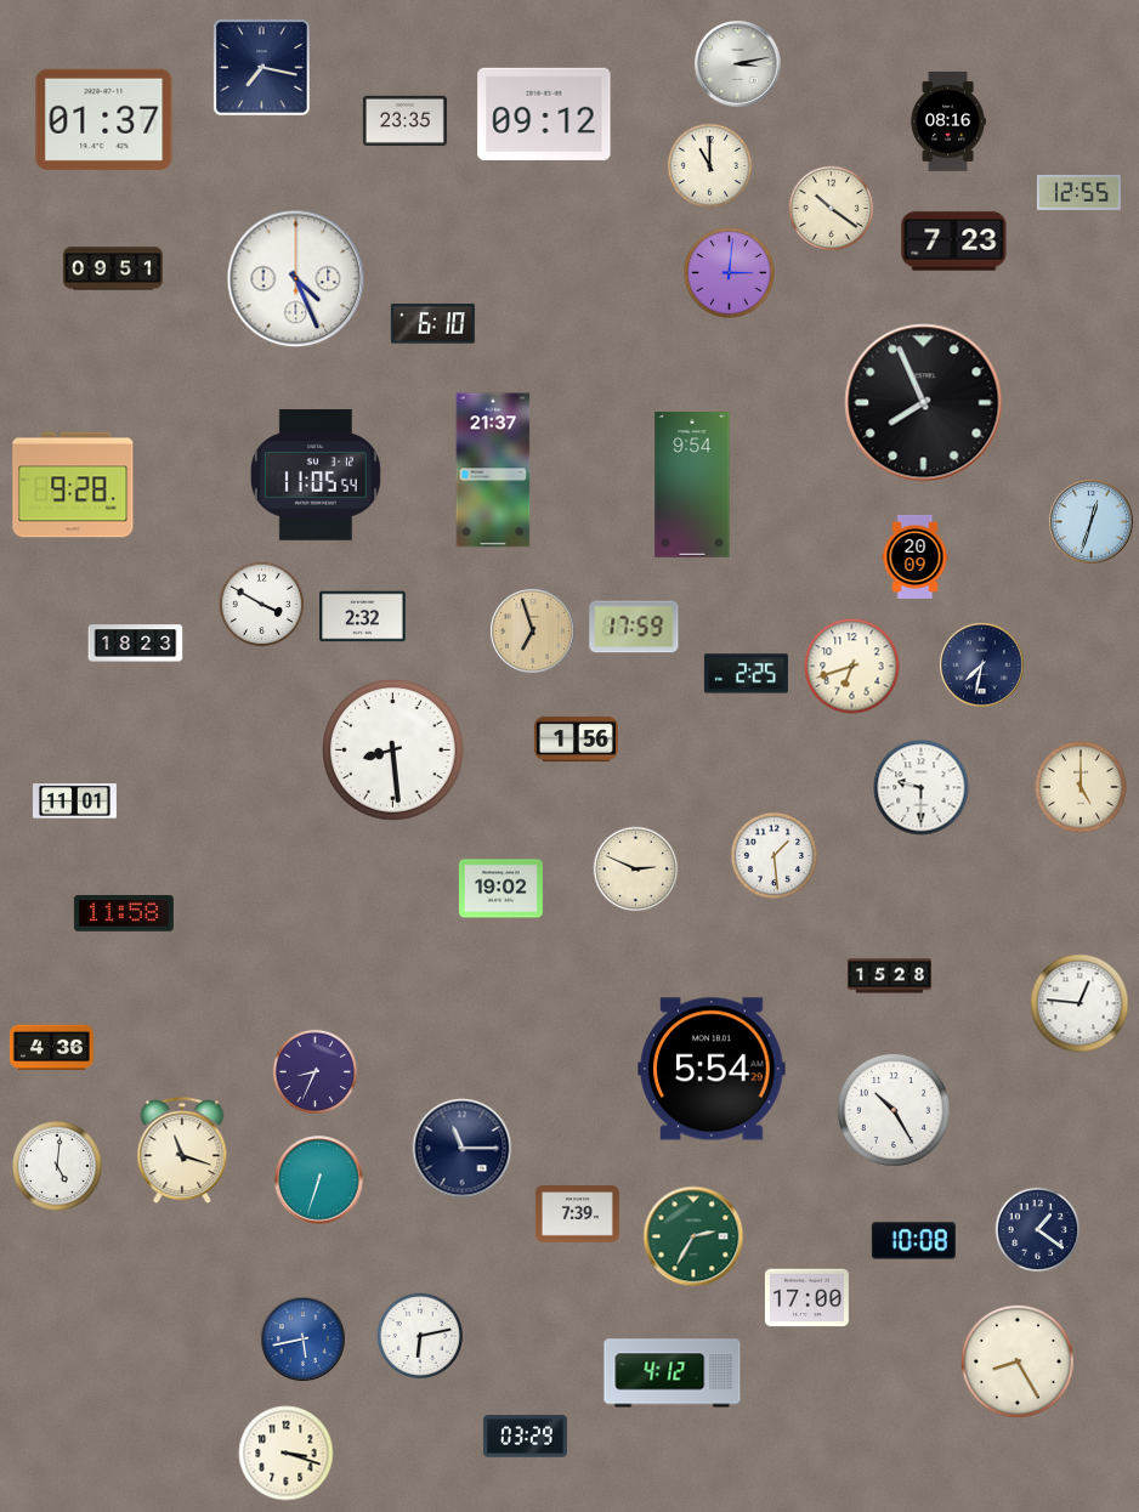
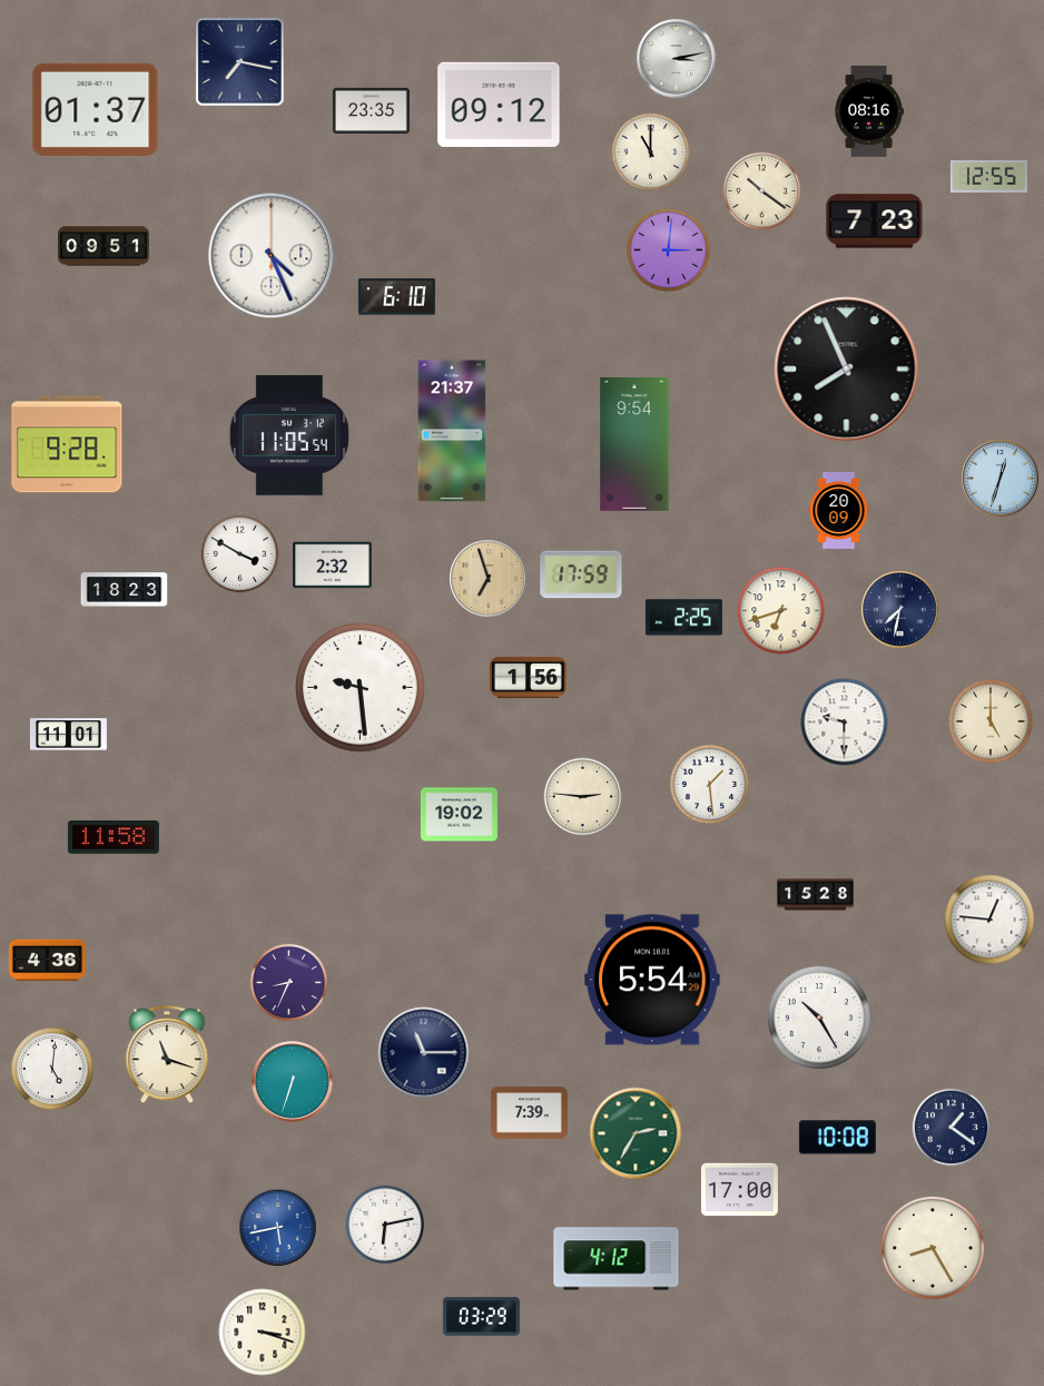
clock at (393, 751): 8:29 -> 9:29
clock at (636, 870): 2:49 -> 2:46
